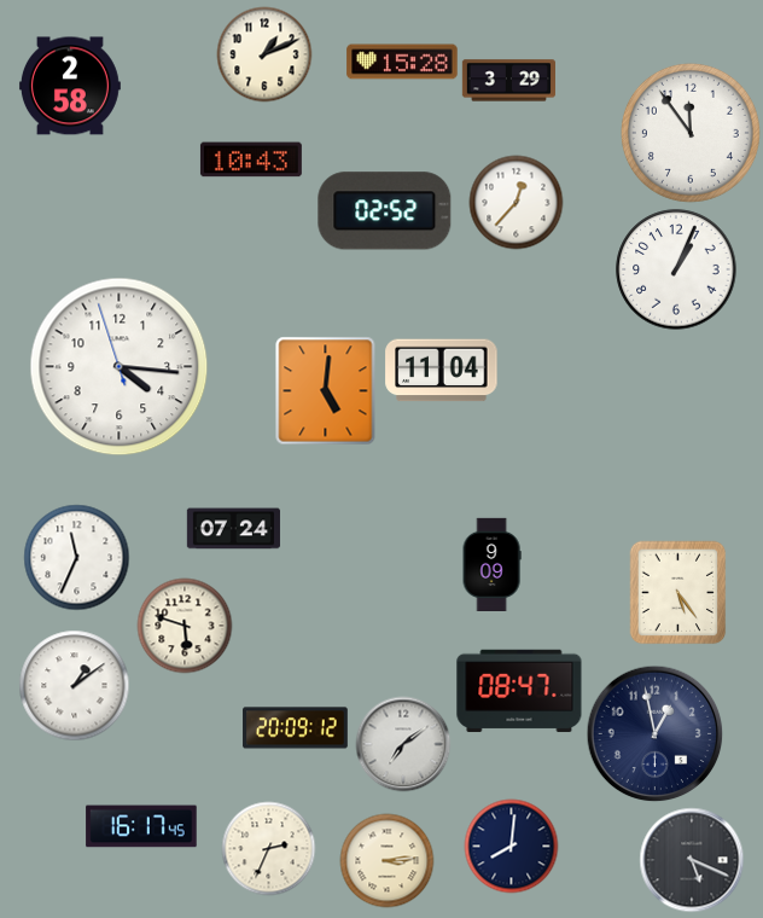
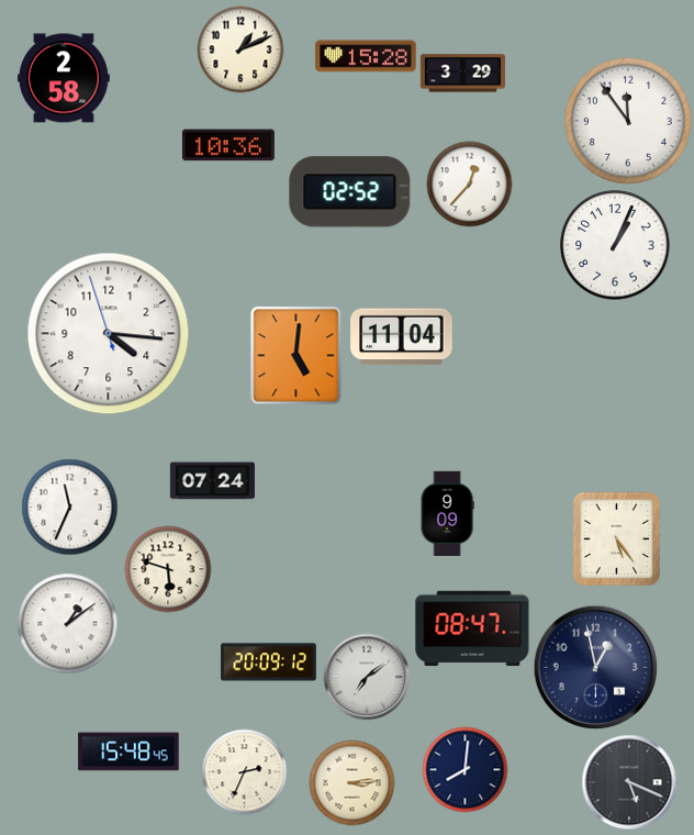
clock at (251, 159): 10:43 -> 10:36
clock at (141, 826): 16:17 -> 15:48
